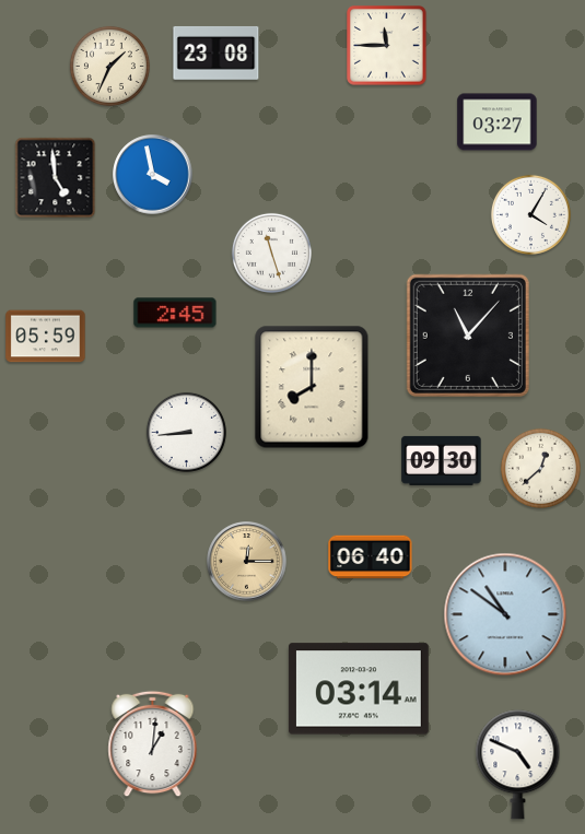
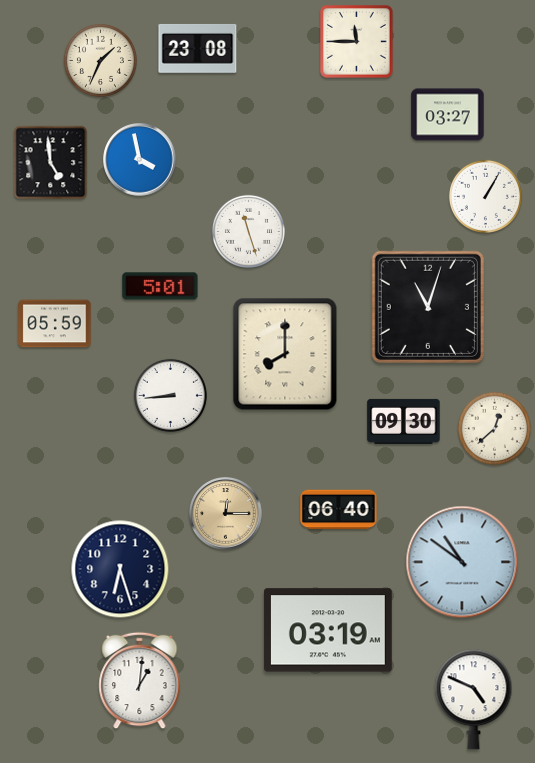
clock at (387, 46) position: (387, 46) -> (357, 42)
clock at (498, 122) position: (498, 122) -> (448, 115)
clock at (530, 214): 4:05 -> 1:05
clock at (175, 313): 2:45 -> 5:01
clock at (468, 336): 11:07 -> 11:03
clock at (46, 337) position: (46, 337) -> (55, 324)
clock at (120, 569): none -> 6:27
clock at (359, 689): 03:14 -> 03:19
